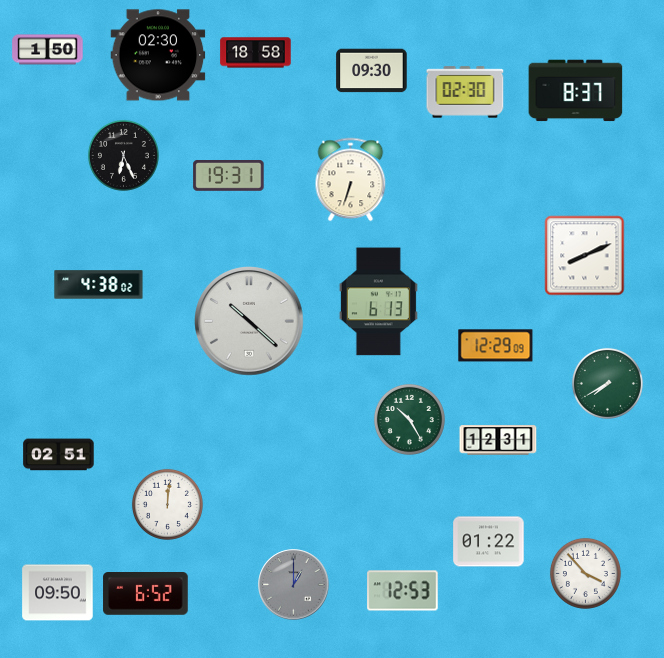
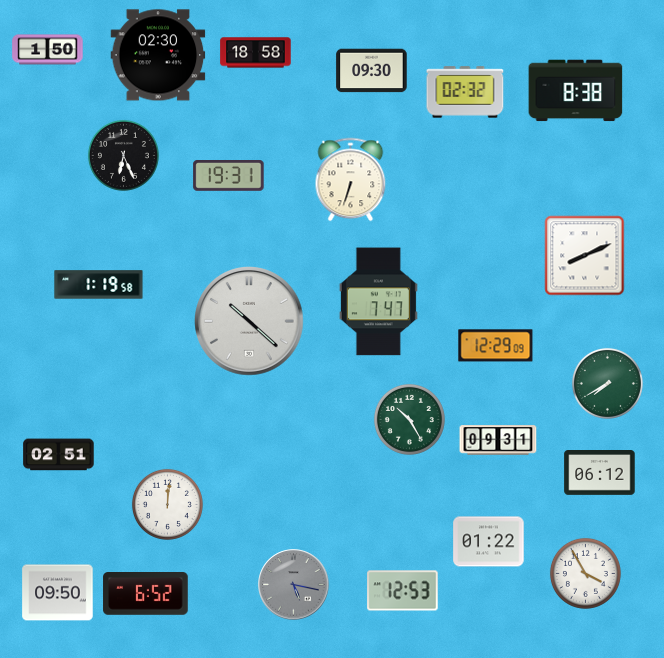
clock at (576, 91): 8:37 -> 8:38
clock at (465, 92): 02:30 -> 02:32
clock at (99, 285): 4:38 -> 1:19
clock at (378, 302): 6:13 -> 7:47
clock at (498, 440): 12:31 -> 09:31
clock at (600, 473): none -> 06:12
clock at (585, 573): 3:53 -> 3:55
clock at (294, 585): 1:00 -> 5:17
